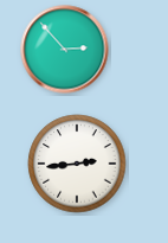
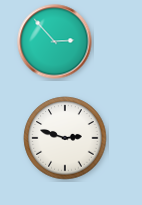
clock at (77, 164): 2:44 -> 2:48
